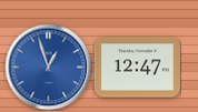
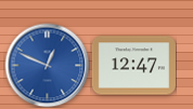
clock at (48, 67): 12:57 -> 12:49
